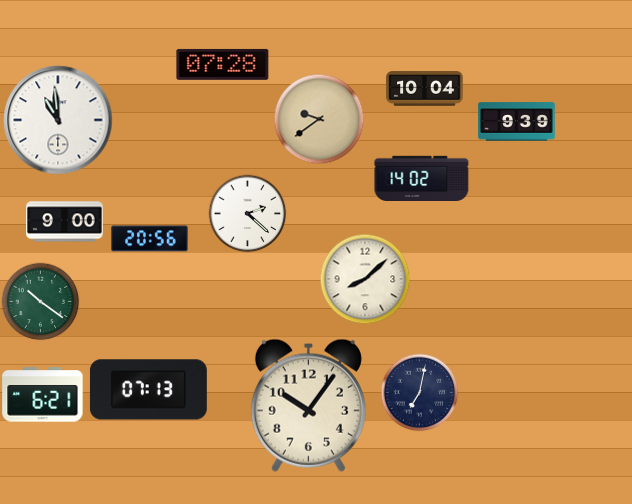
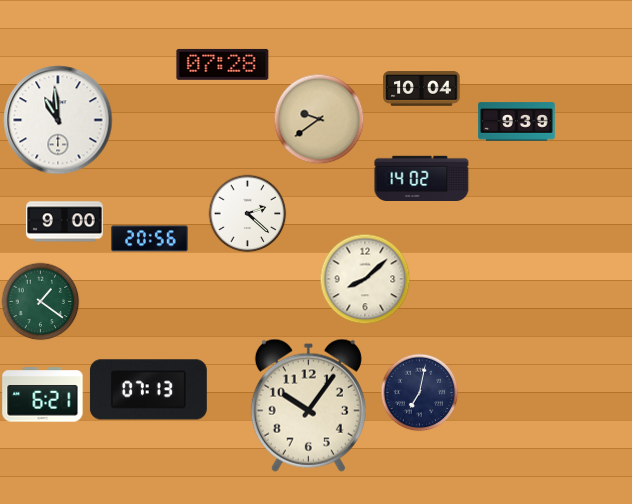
clock at (425, 89) position: (425, 89) -> (422, 89)
clock at (40, 301): 10:21 -> 1:21
